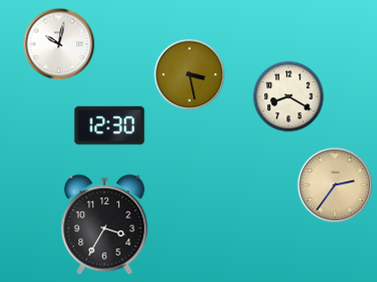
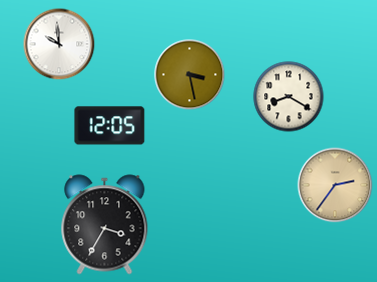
clock at (59, 44): 10:02 -> 9:59
clock at (110, 126): 12:30 -> 12:05
